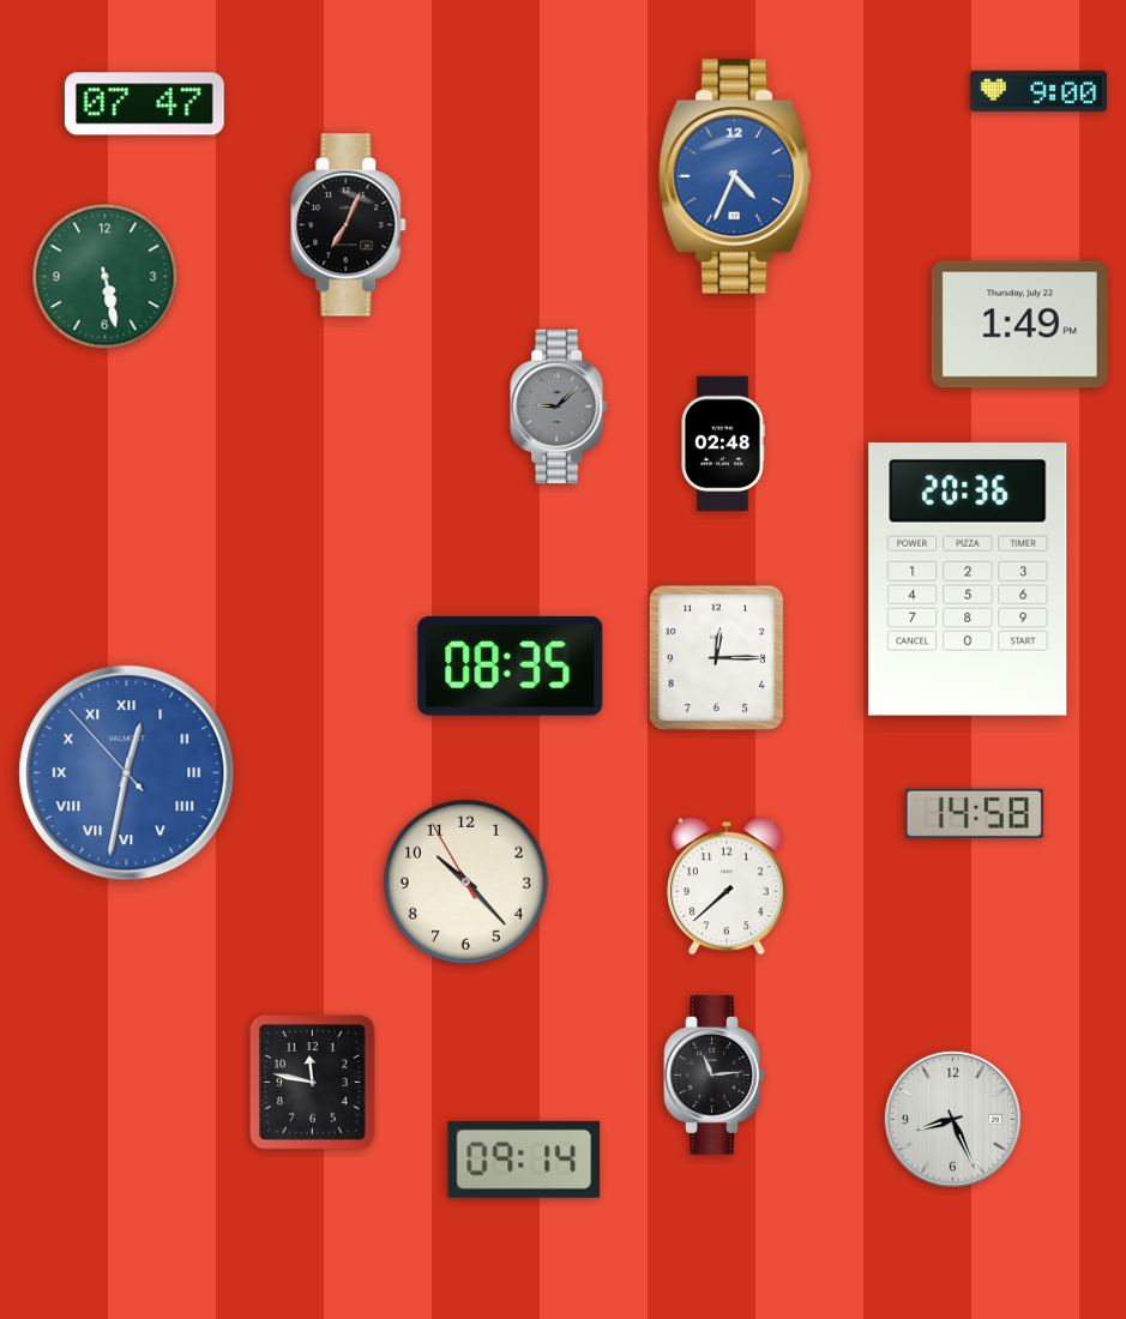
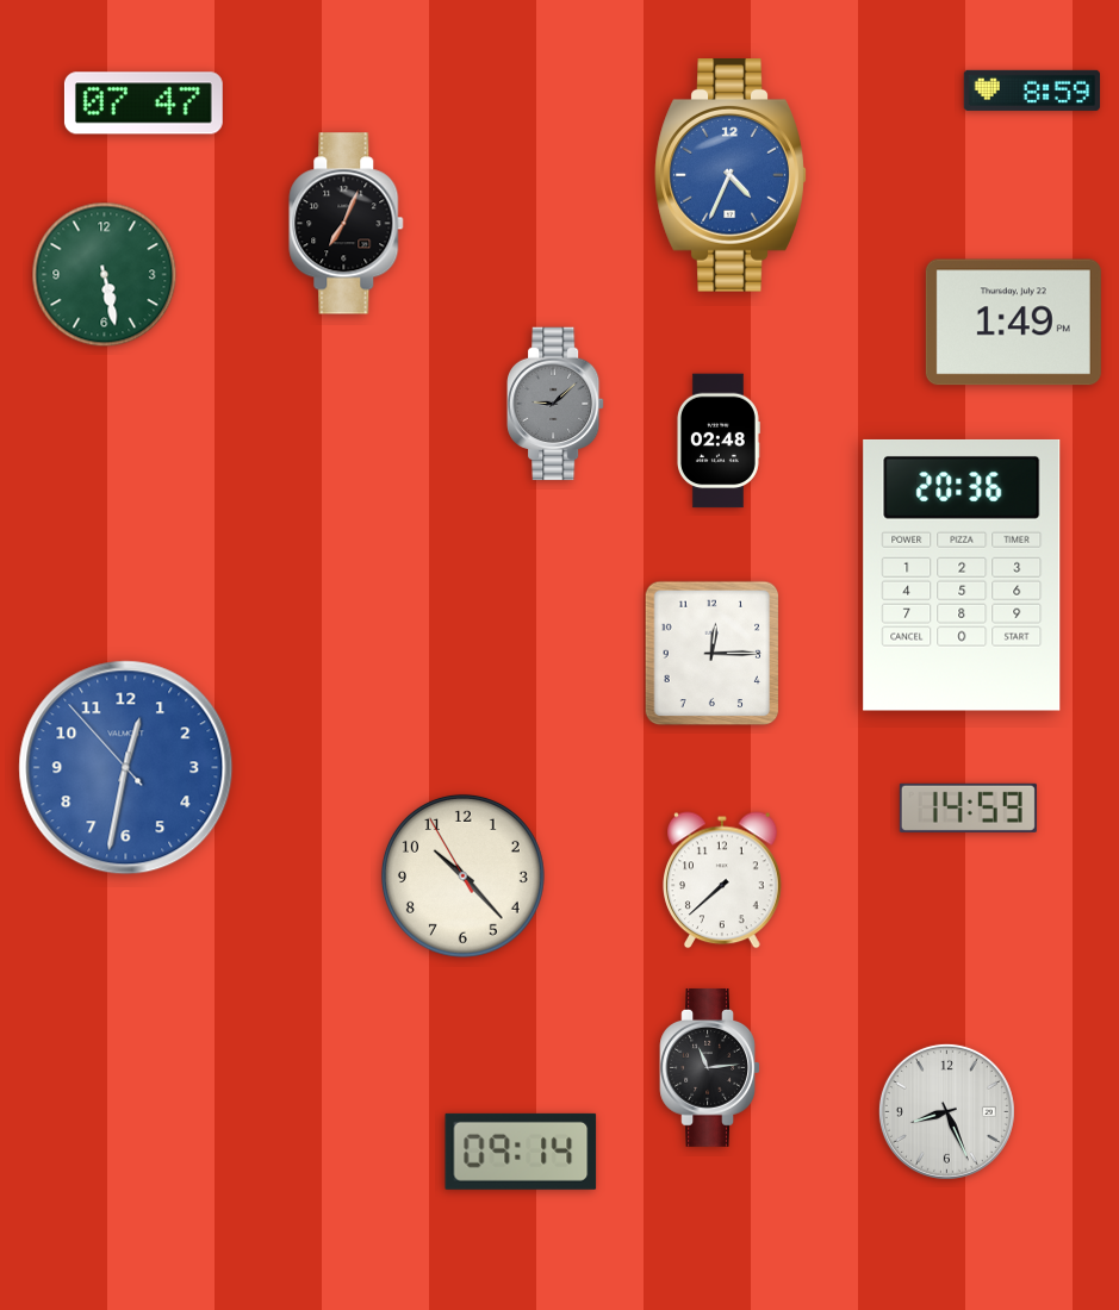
clock at (1038, 91): 9:00 -> 8:59
clock at (511, 665): 08:35 -> none
clock at (127, 773) numerals: Roman -> Arabic
clock at (974, 813): 14:58 -> 14:59
clock at (313, 1083): 11:47 -> none
